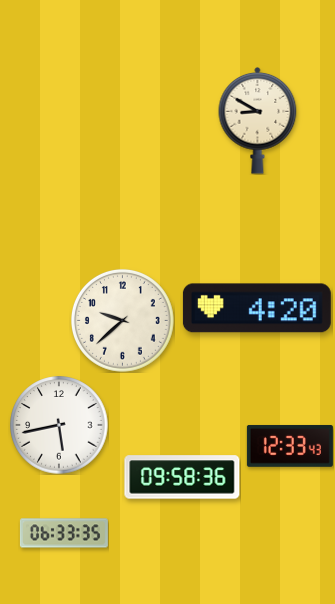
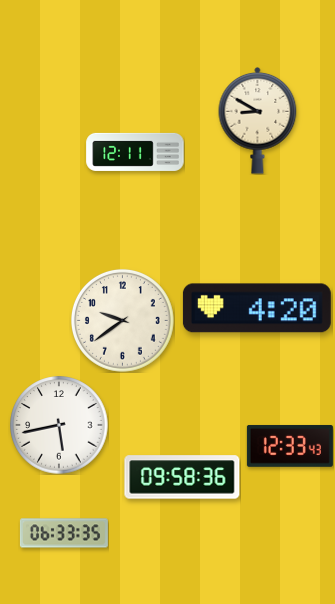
clock at (135, 152): none -> 12:11
clock at (123, 321): 9:38 -> 9:39
